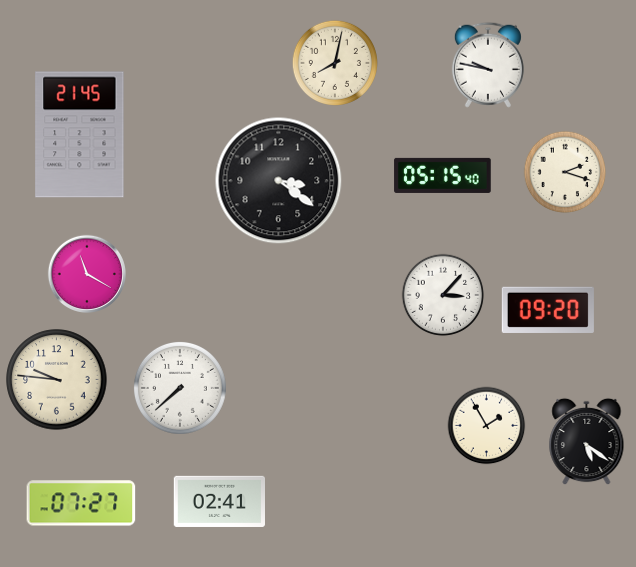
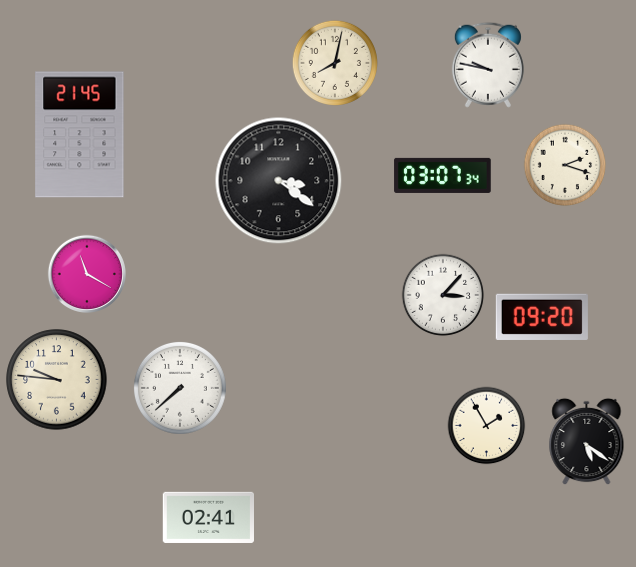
clock at (565, 172) position: (565, 172) -> (565, 165)
clock at (443, 175): 05:15 -> 03:07
clock at (548, 310) position: (548, 310) -> (542, 317)
clock at (220, 501) position: (220, 501) -> (209, 517)
clock at (81, 503): 07:27 -> none
